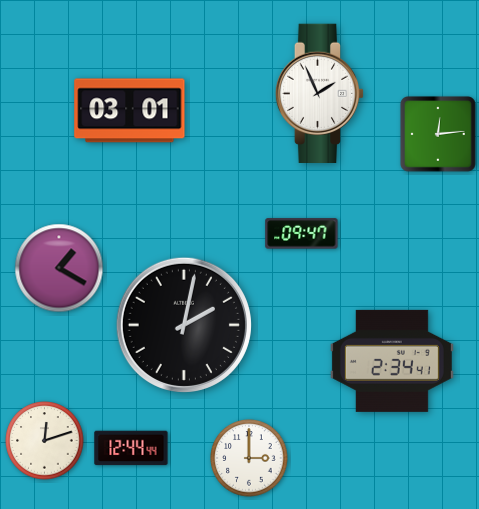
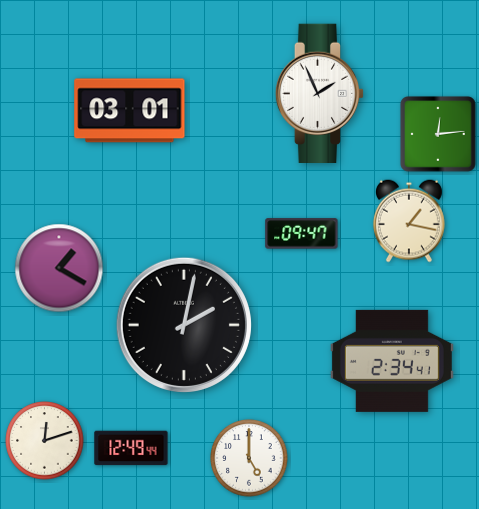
clock at (409, 221): none -> 1:17
clock at (131, 448): 12:44 -> 12:49
clock at (249, 458): 3:00 -> 5:00
